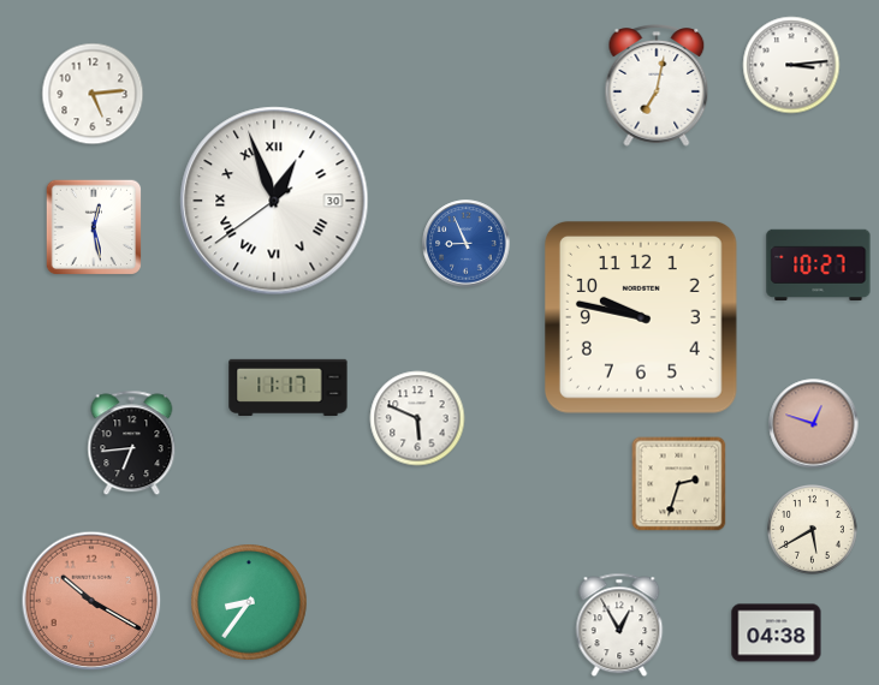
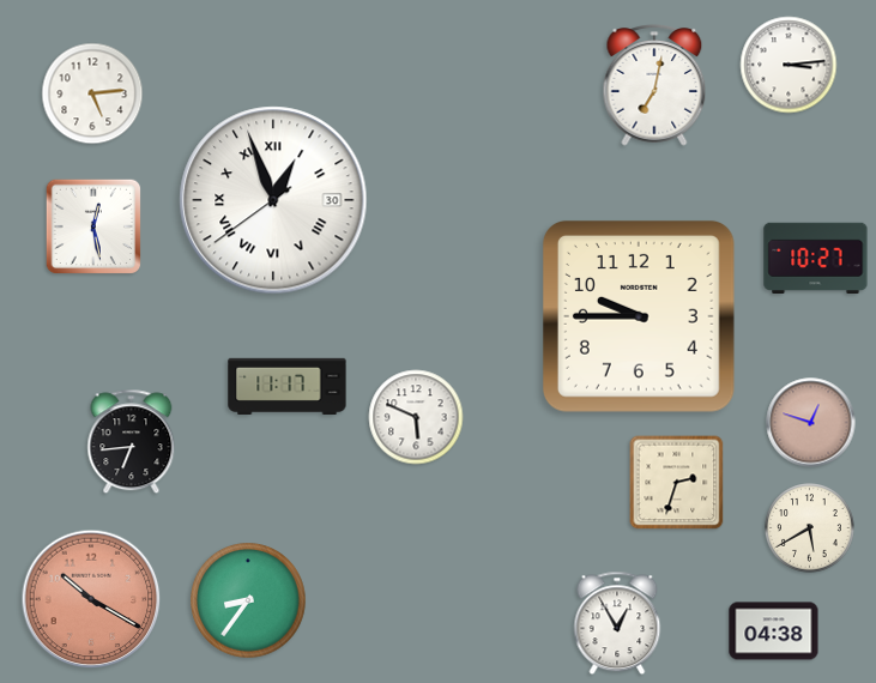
clock at (467, 244): 8:56 -> none
clock at (819, 264) position: (819, 264) -> (816, 258)
clock at (641, 317): 9:47 -> 9:45
